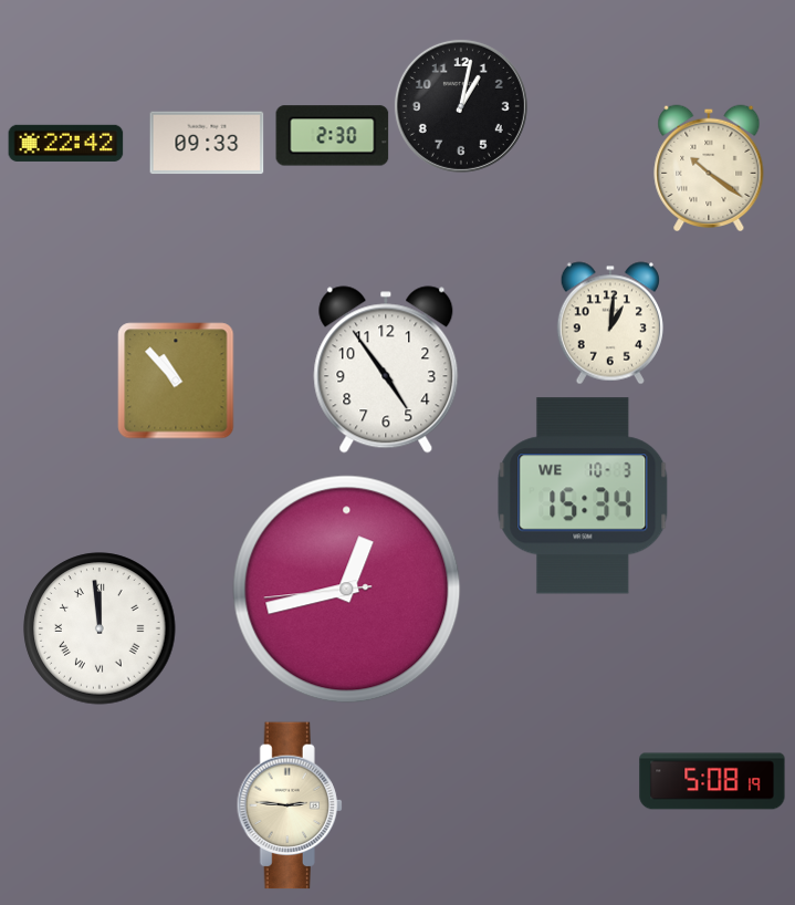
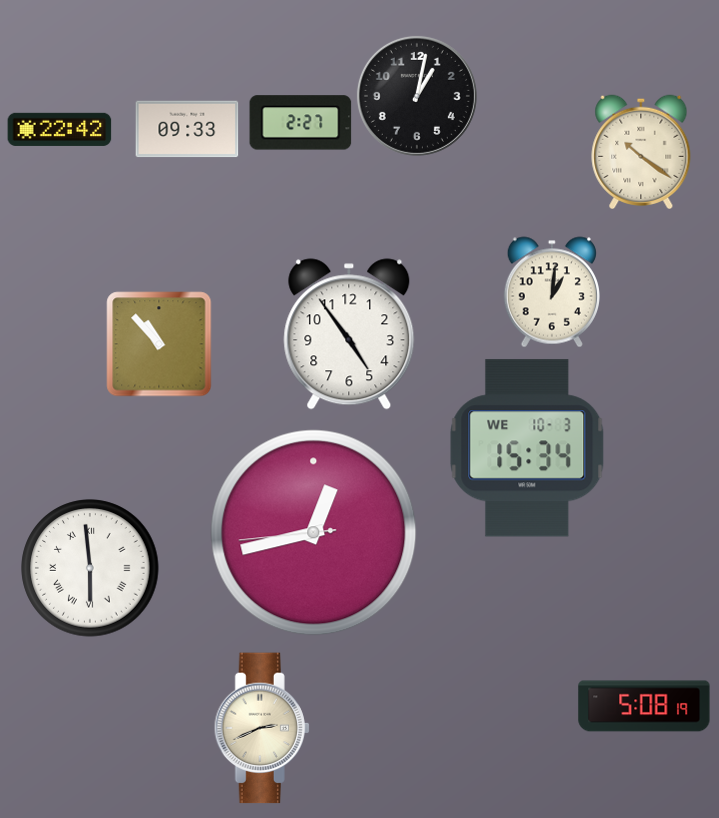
clock at (333, 136): 2:30 -> 2:27
clock at (100, 628): 11:59 -> 5:59
clock at (290, 805): 2:46 -> 2:41
